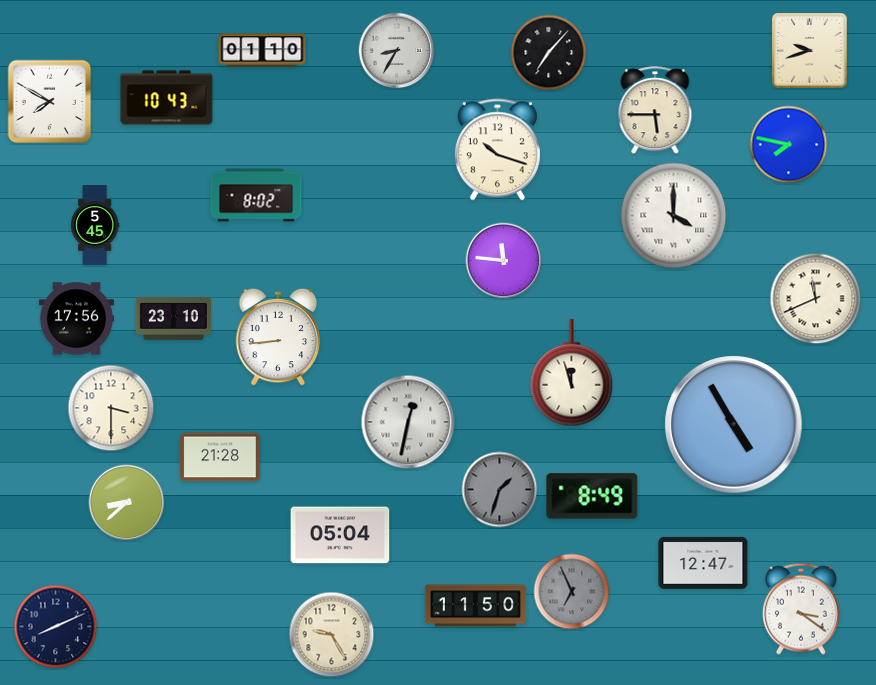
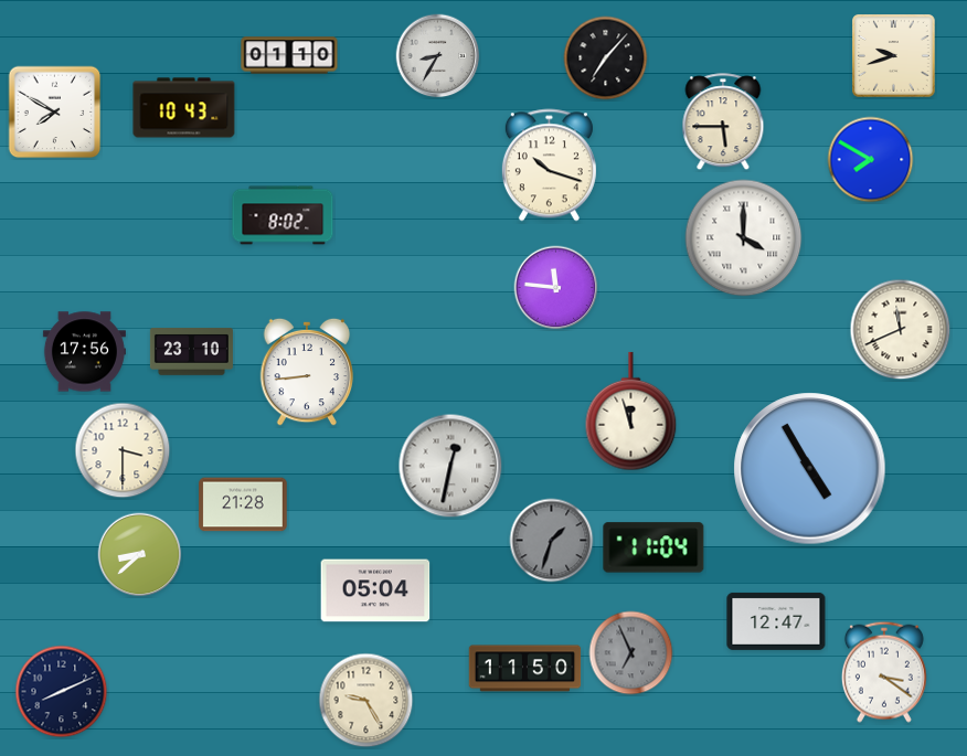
clock at (789, 145): 7:47 -> 7:50
clock at (95, 225): 5:45 -> none
clock at (592, 496): 8:49 -> 11:04
